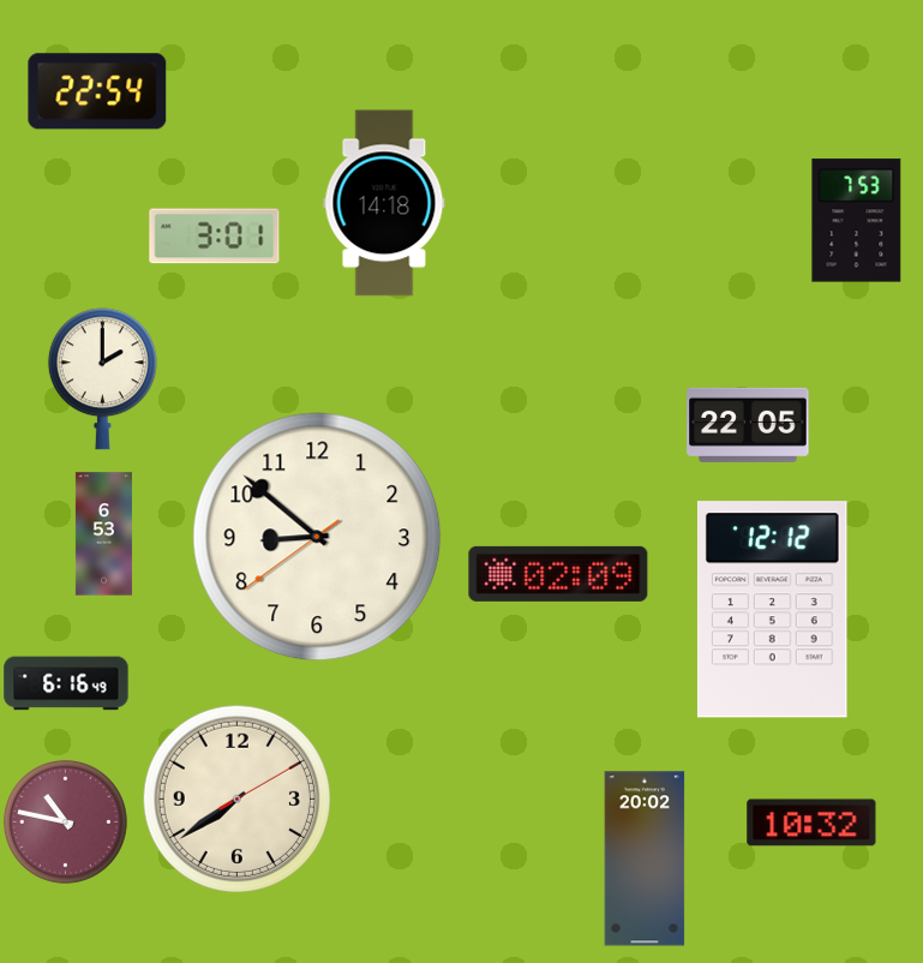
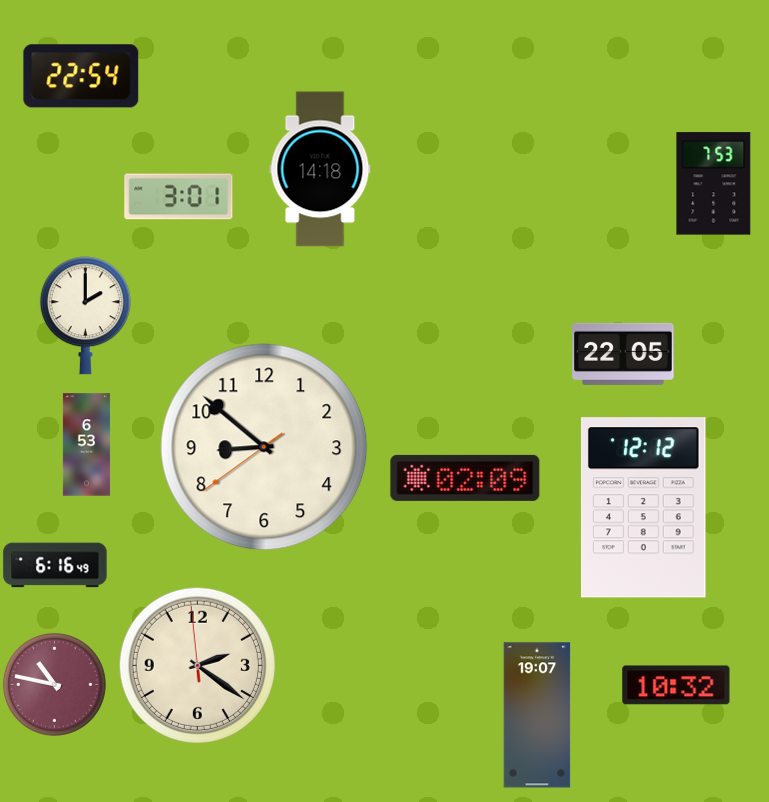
clock at (66, 683) position: (66, 683) -> (55, 565)
clock at (236, 798): 7:39 -> 2:20
clock at (645, 859): 20:02 -> 19:07
